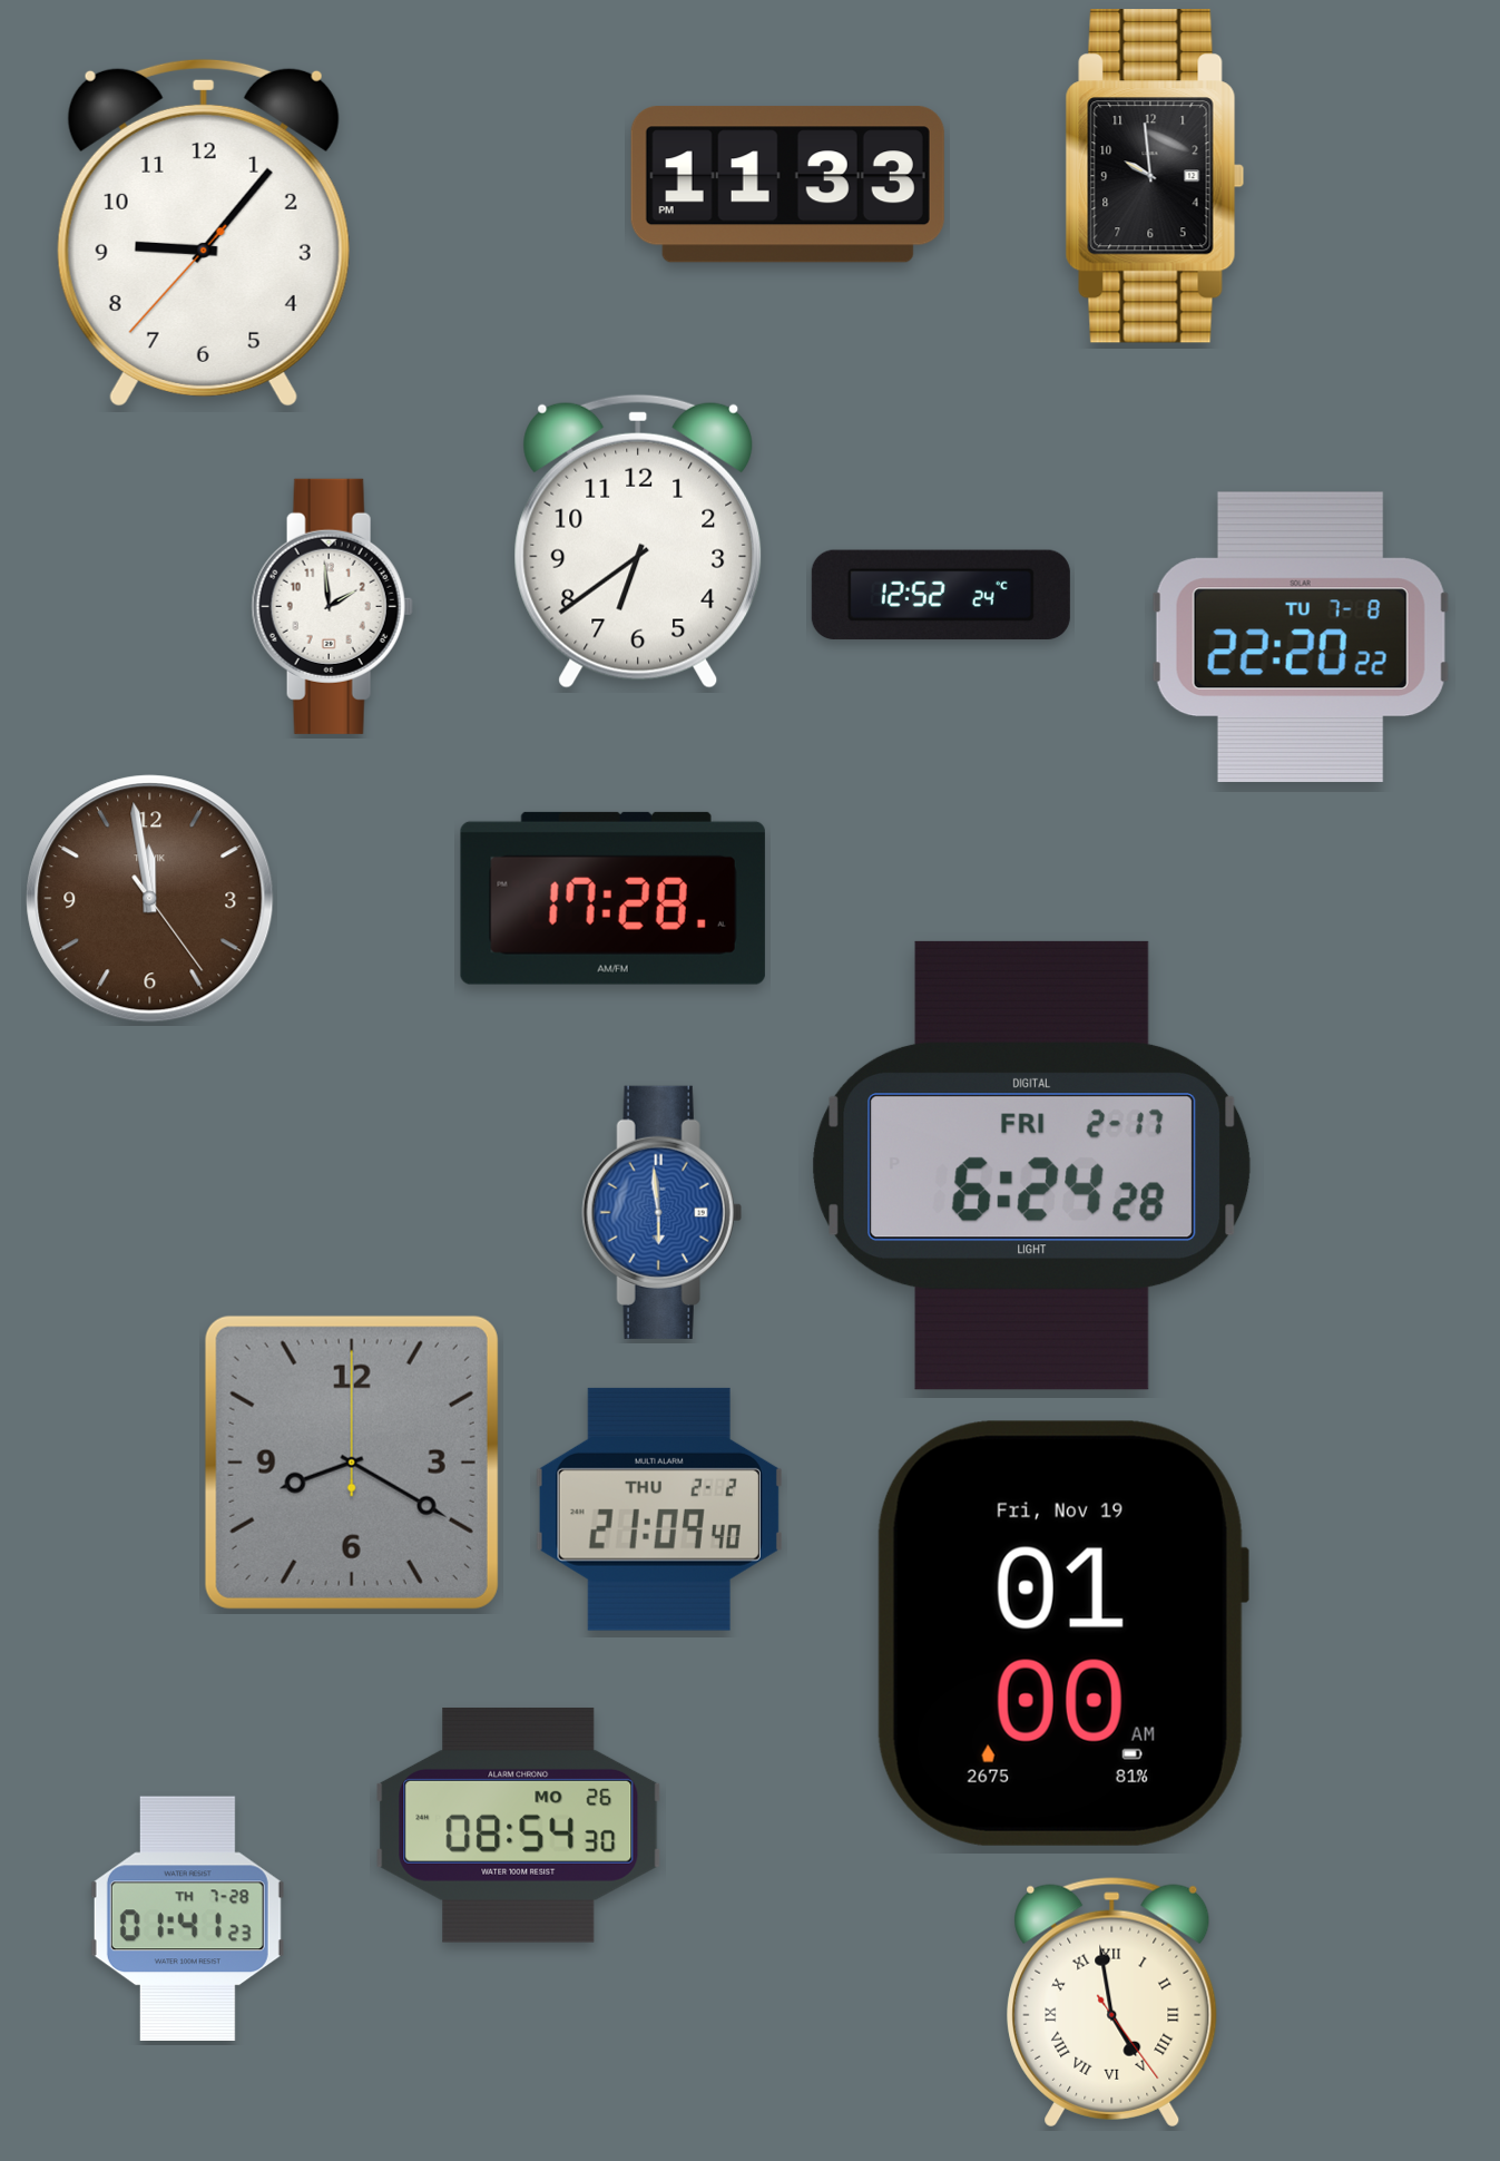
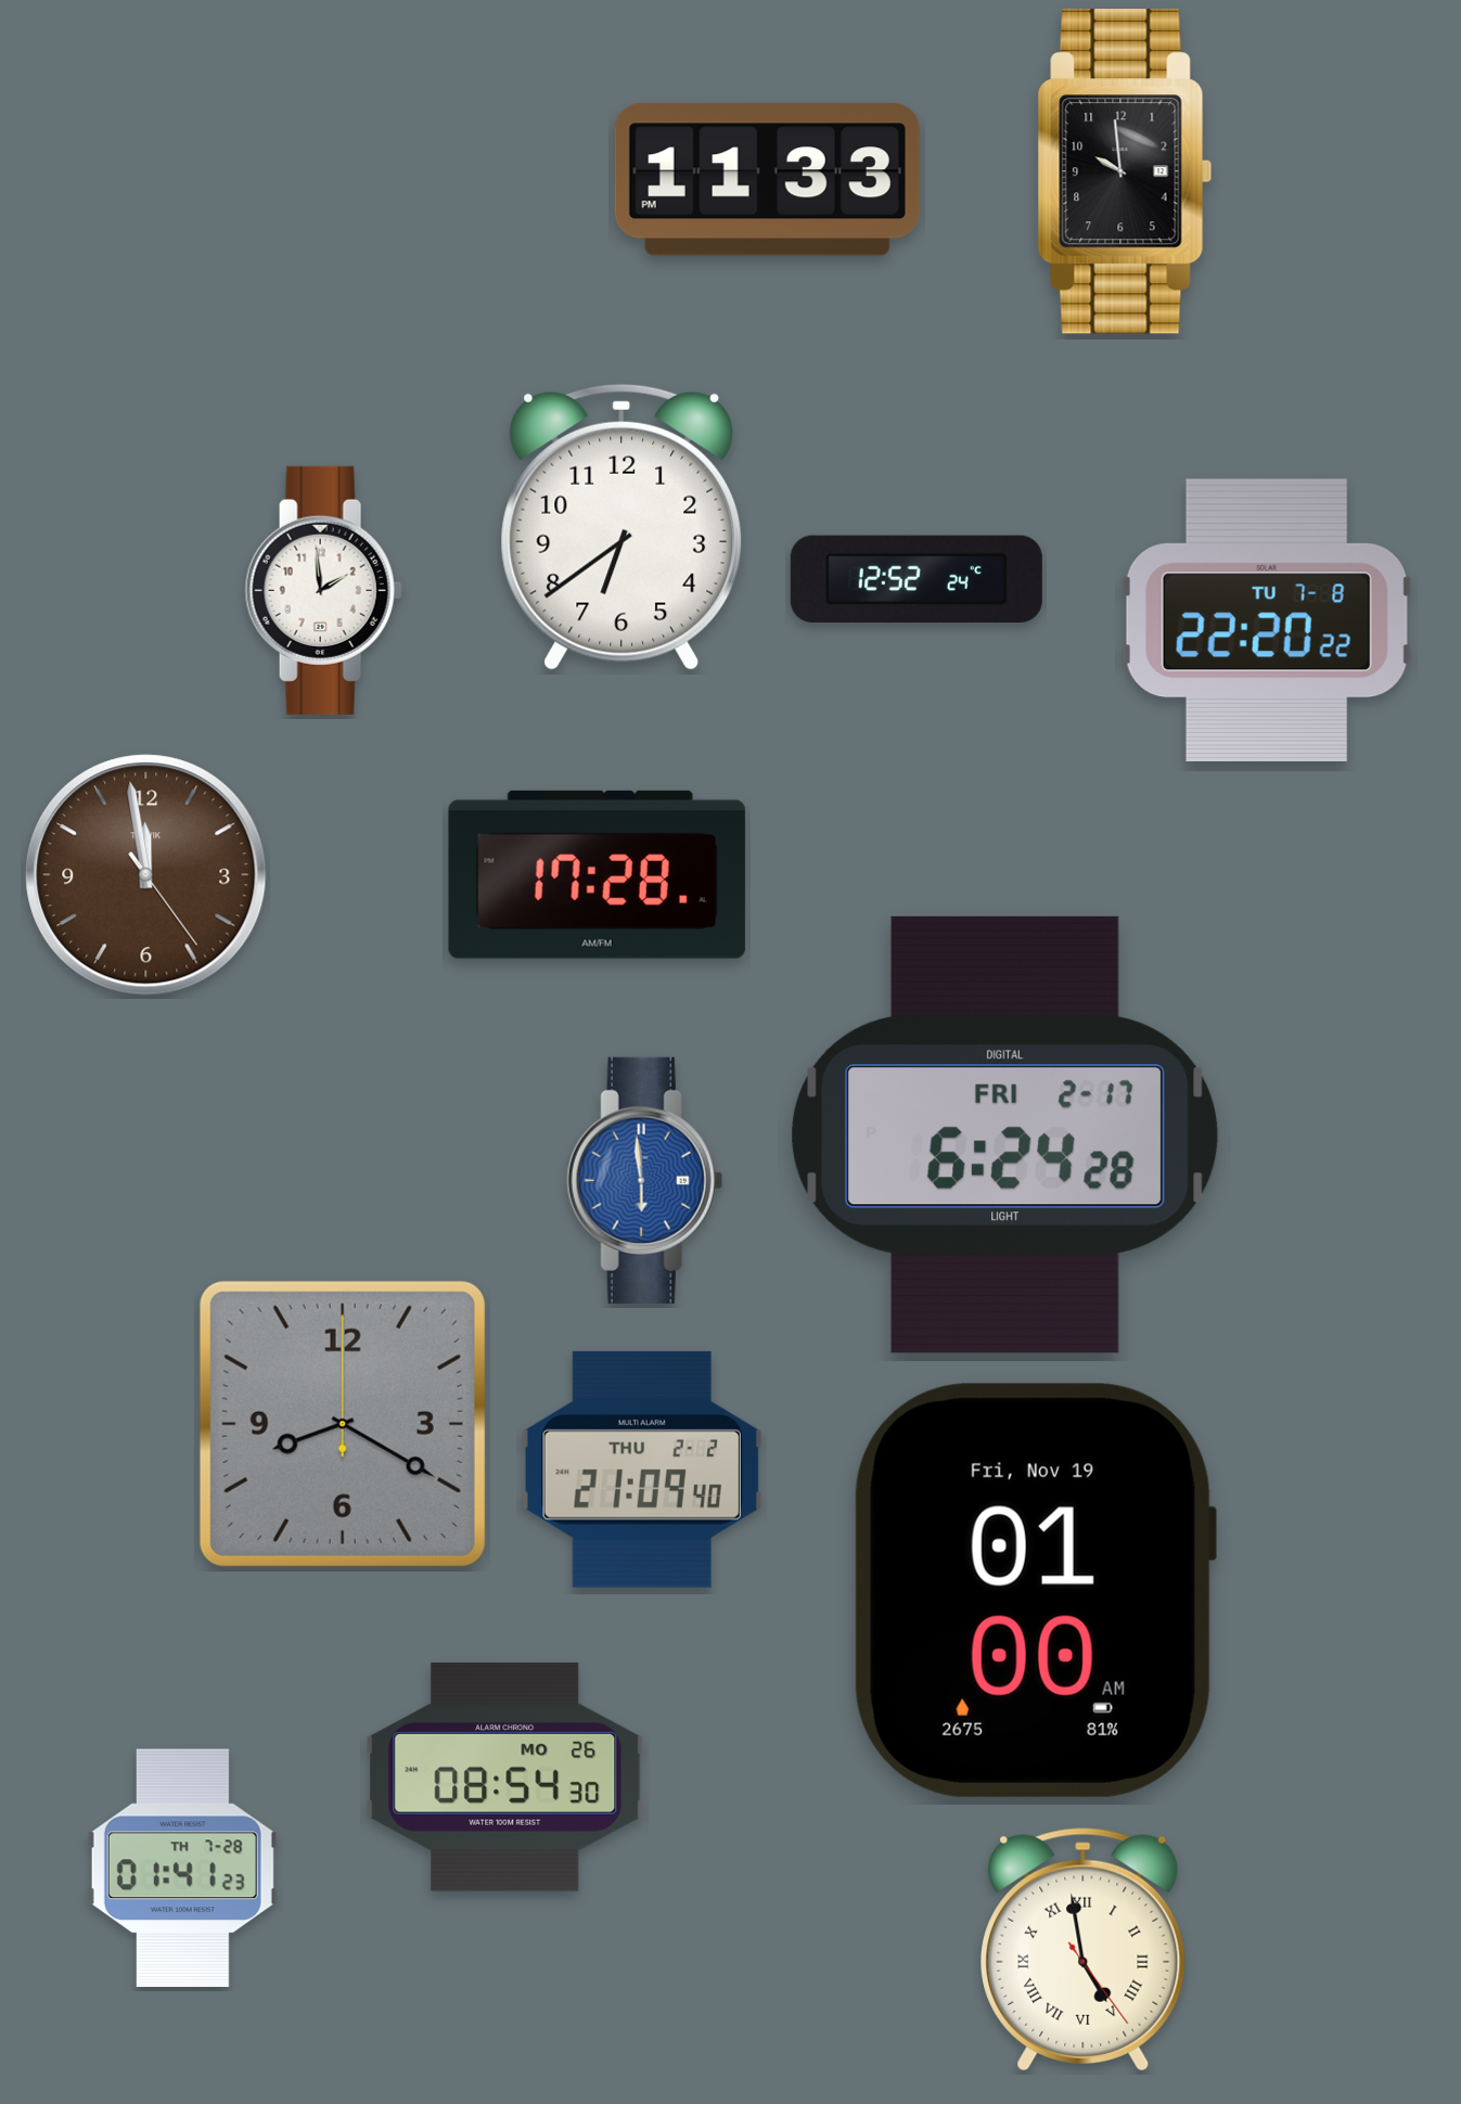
clock at (204, 233): 9:06 -> none
